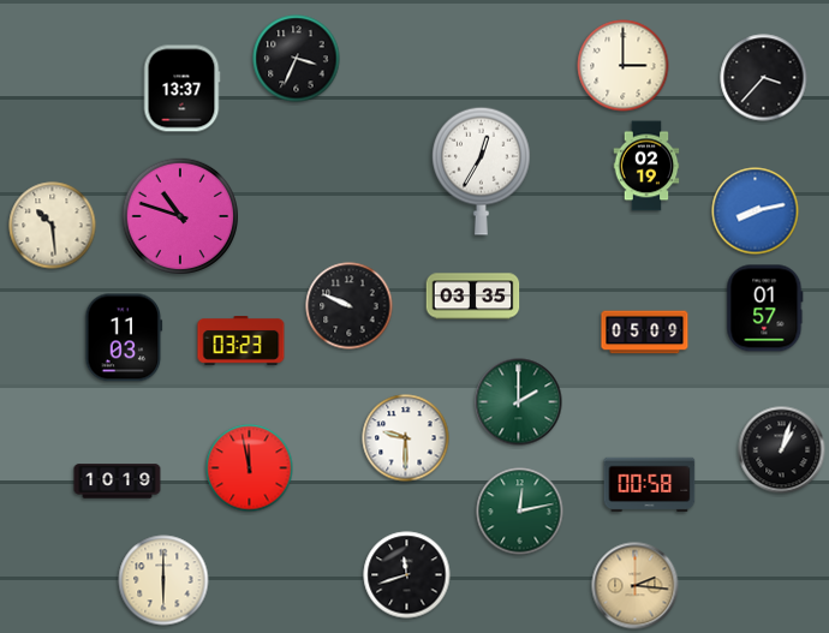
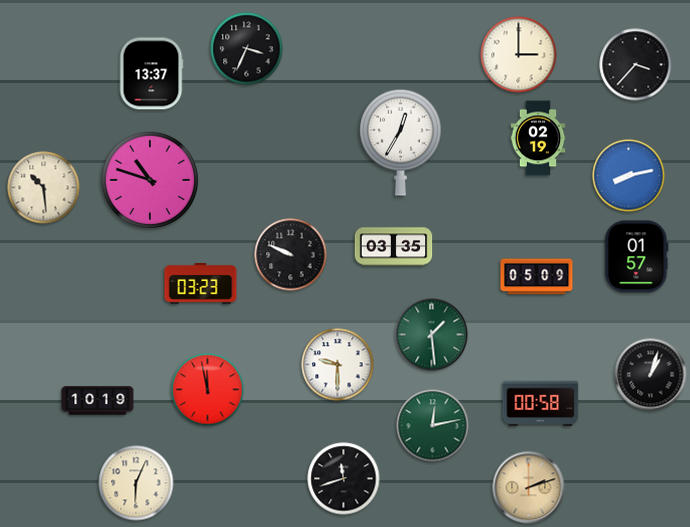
clock at (124, 338): 11:03 -> none
clock at (519, 402): 2:00 -> 1:29
clock at (407, 575) position: (407, 575) -> (344, 479)
clock at (163, 580): 6:00 -> 6:04
clock at (636, 586): 2:16 -> 2:12
